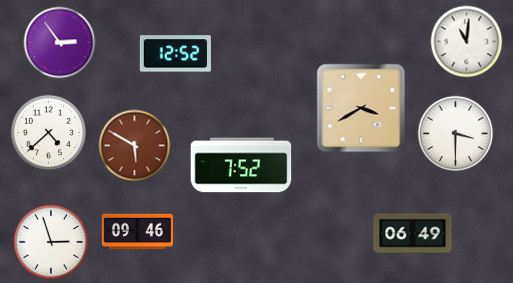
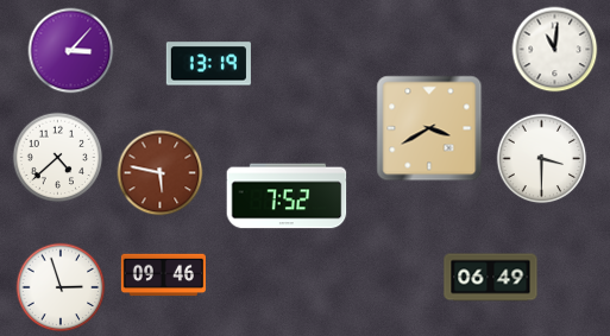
clock at (60, 43): 2:54 -> 3:07
clock at (175, 54): 12:52 -> 13:19
clock at (135, 146): 5:50 -> 5:47
